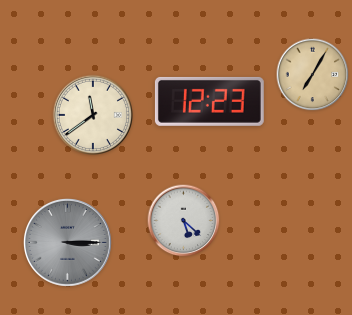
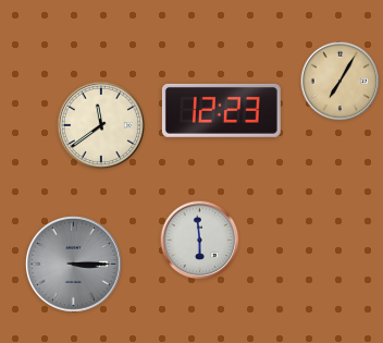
clock at (209, 101) position: (209, 101) -> (221, 110)
clock at (184, 221): 5:22 -> 5:59
